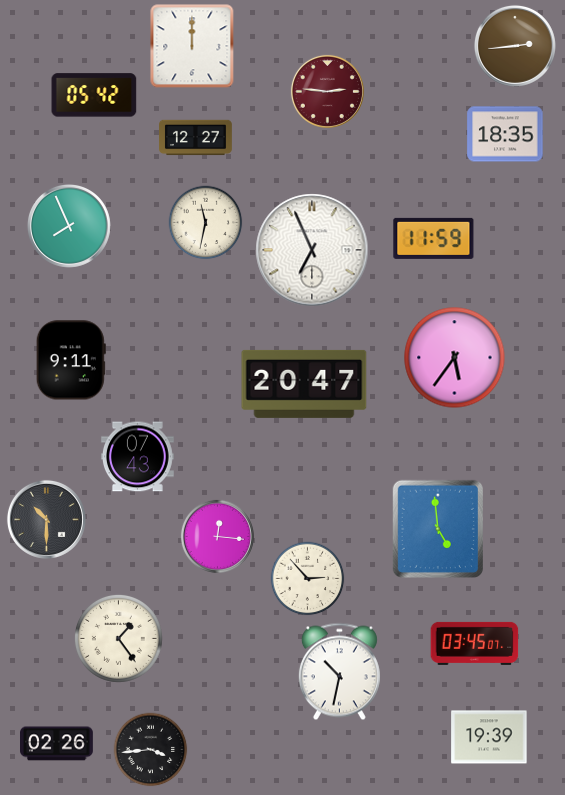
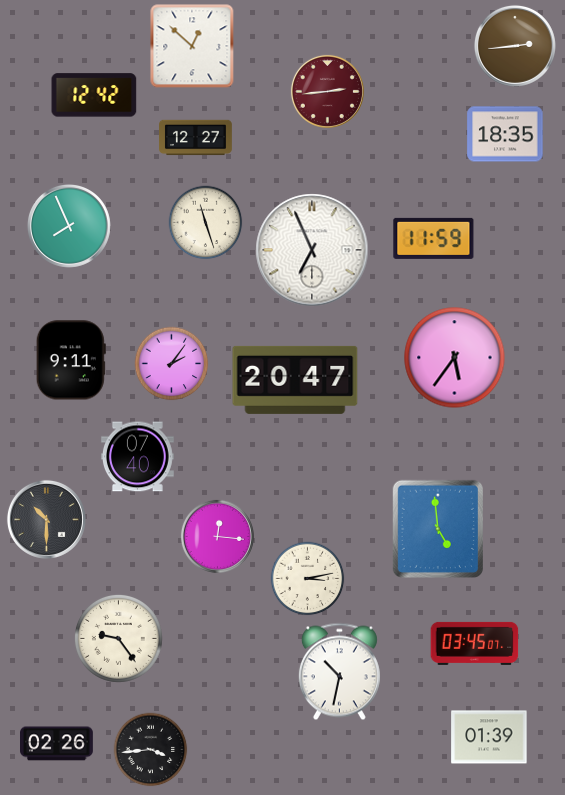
clock at (192, 46): 12:00 -> 12:52
clock at (327, 91): 2:46 -> 2:44
clock at (94, 95): 05:42 -> 12:42
clock at (206, 223): 11:32 -> 11:27
clock at (172, 364): none -> 2:06
clock at (304, 384) position: (304, 384) -> (295, 380)
clock at (137, 457): 07:43 -> 07:40
clock at (308, 579): 2:53 -> 3:13
clock at (118, 638): 1:24 -> 9:24
clock at (489, 737): 19:39 -> 01:39
